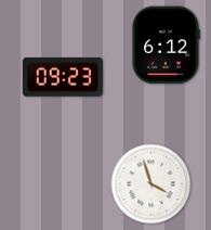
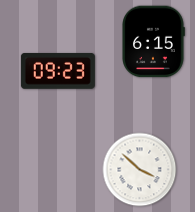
clock at (166, 46): 6:12 -> 6:15
clock at (151, 184): 3:57 -> 3:52
